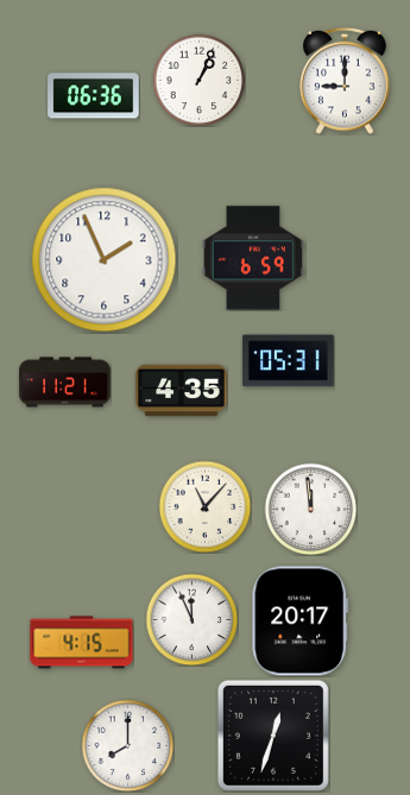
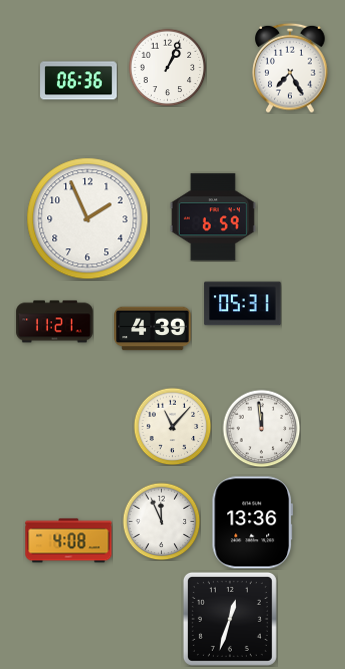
clock at (345, 81): 9:00 -> 7:25
clock at (182, 391): 4:35 -> 4:39
clock at (301, 622): 20:17 -> 13:36
clock at (82, 643): 4:15 -> 4:08
clock at (127, 745): 8:00 -> none
